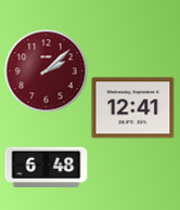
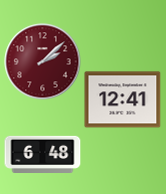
clock at (47, 71) position: (47, 71) -> (43, 62)
